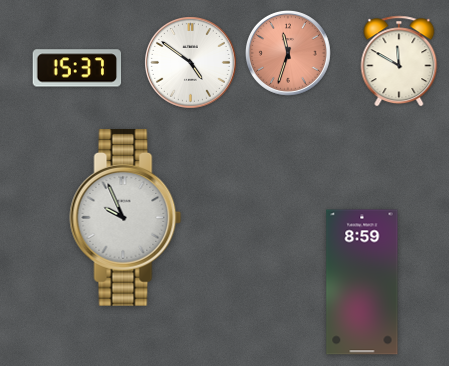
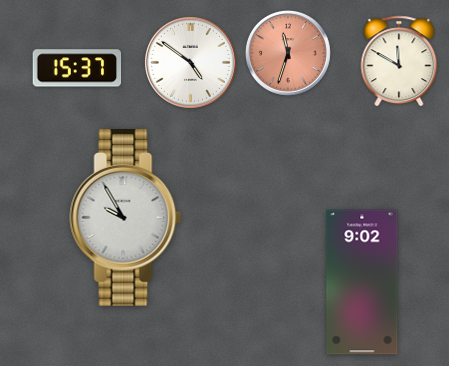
clock at (126, 217): 9:56 -> 9:55
clock at (362, 282): 8:59 -> 9:02
